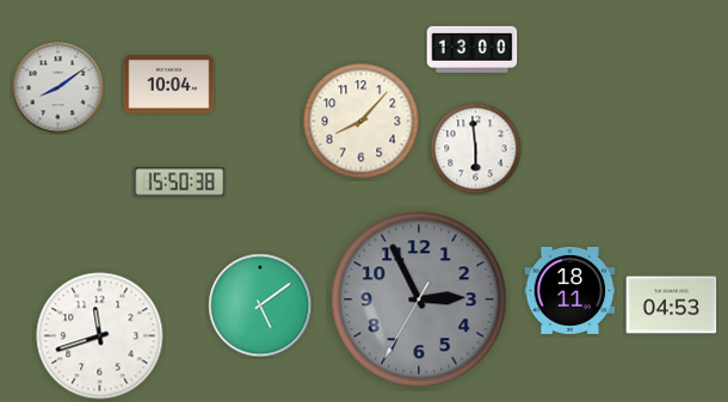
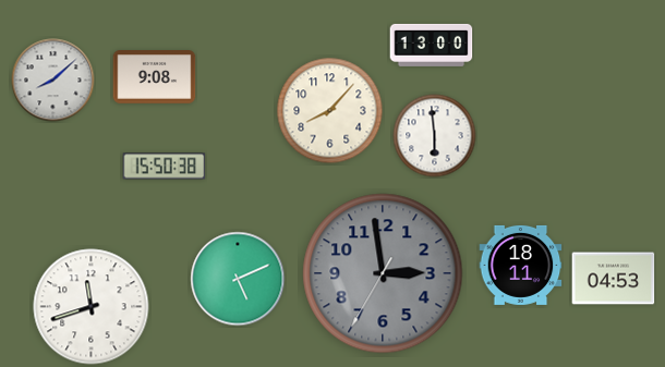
clock at (169, 85): 10:04 -> 9:08
clock at (58, 88): 8:09 -> 8:08
clock at (419, 299): 2:55 -> 2:58
clock at (260, 305): 5:09 -> 5:11
